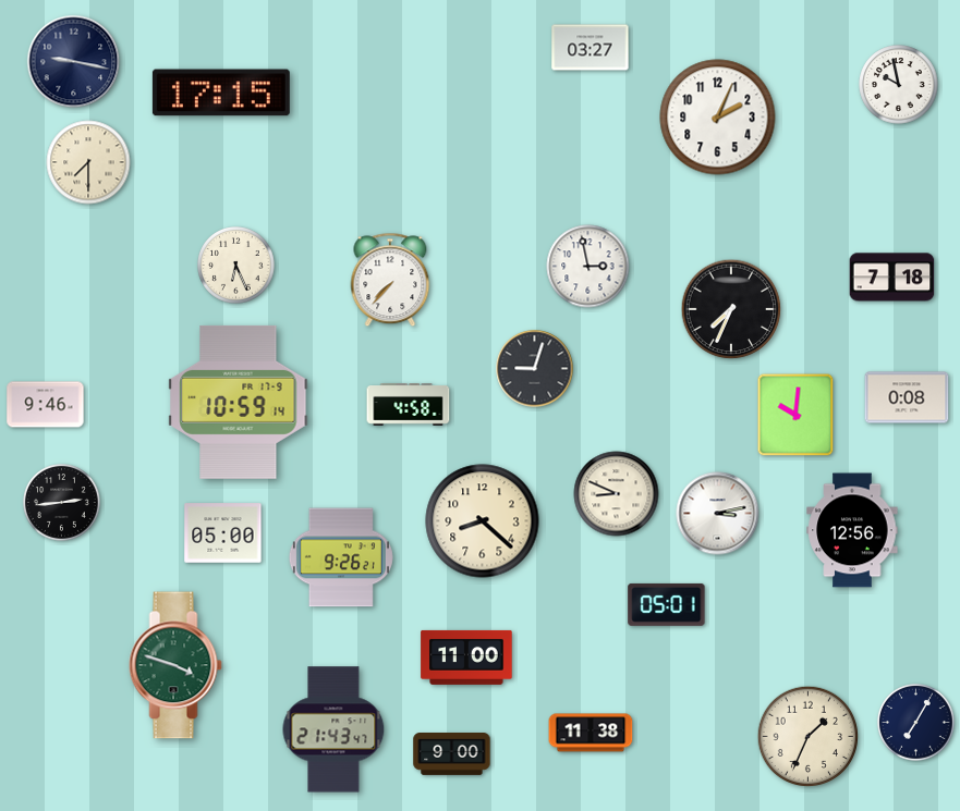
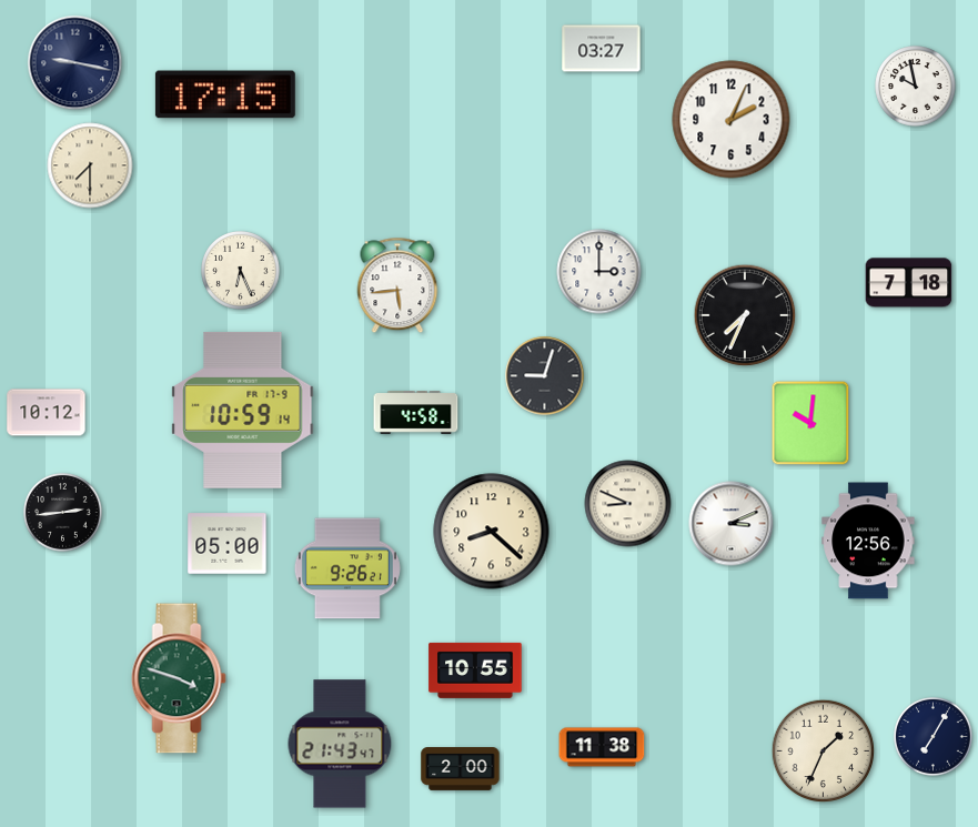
clock at (588, 267): 2:58 -> 3:00
clock at (390, 280): 7:37 -> 5:44
clock at (907, 397): 0:08 -> none
clock at (46, 405): 9:46 -> 10:12
clock at (718, 514): 3:13 -> 3:11
clock at (667, 604): 05:01 -> none
clock at (466, 658): 11:00 -> 10:55
clock at (452, 754): 9:00 -> 2:00
